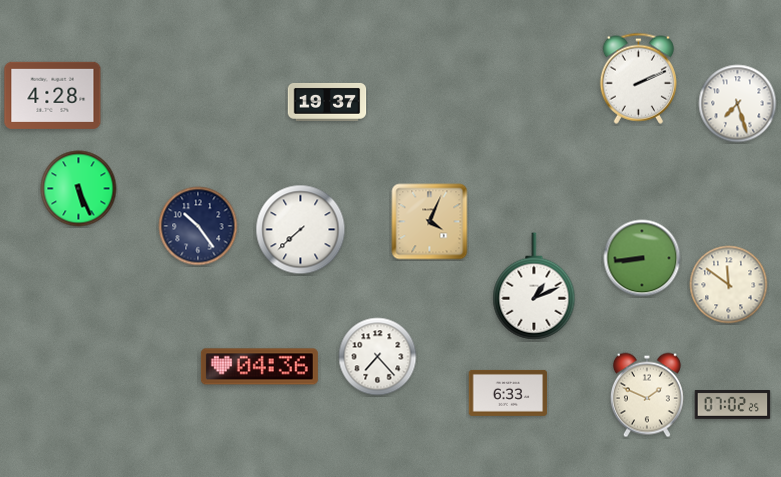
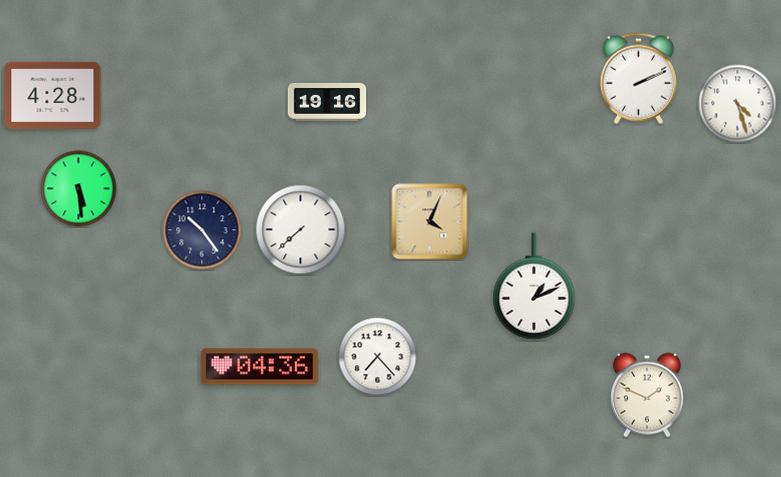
clock at (327, 102): 19:37 -> 19:16
clock at (738, 104): 7:27 -> 4:27
clock at (79, 189): 5:26 -> 5:29
clock at (198, 226) position: (198, 226) -> (202, 230)
clock at (642, 258): 8:44 -> none
clock at (729, 285): 11:51 -> none
clock at (508, 393): 6:33 -> none
clock at (733, 405): 07:02 -> none
